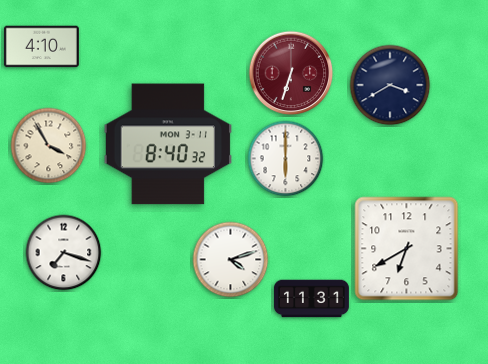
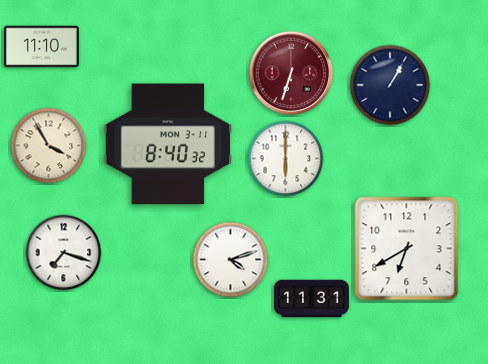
clock at (41, 47): 4:10 -> 11:10
clock at (390, 85): 3:40 -> 1:05
